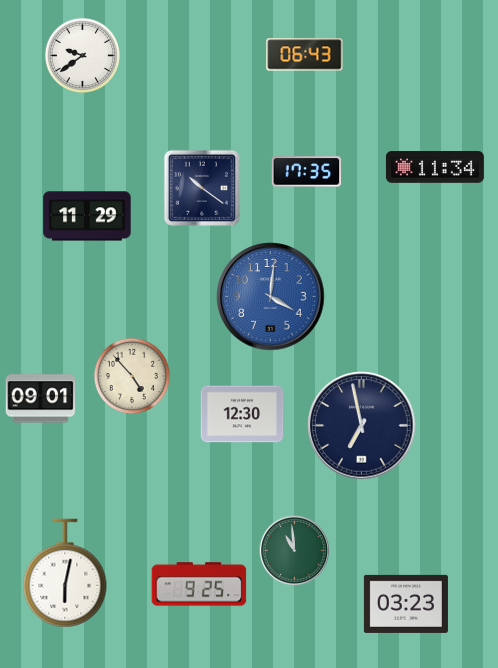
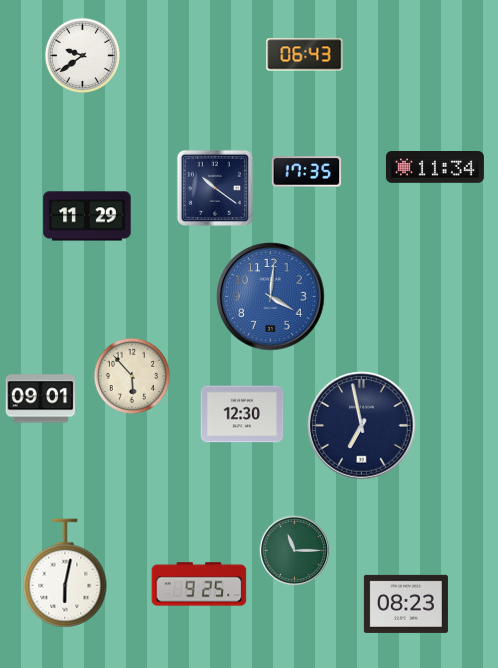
clock at (202, 188) position: (202, 188) -> (215, 188)
clock at (132, 376): 4:53 -> 5:53
clock at (295, 551): 10:59 -> 11:15
clock at (406, 604): 03:23 -> 08:23
